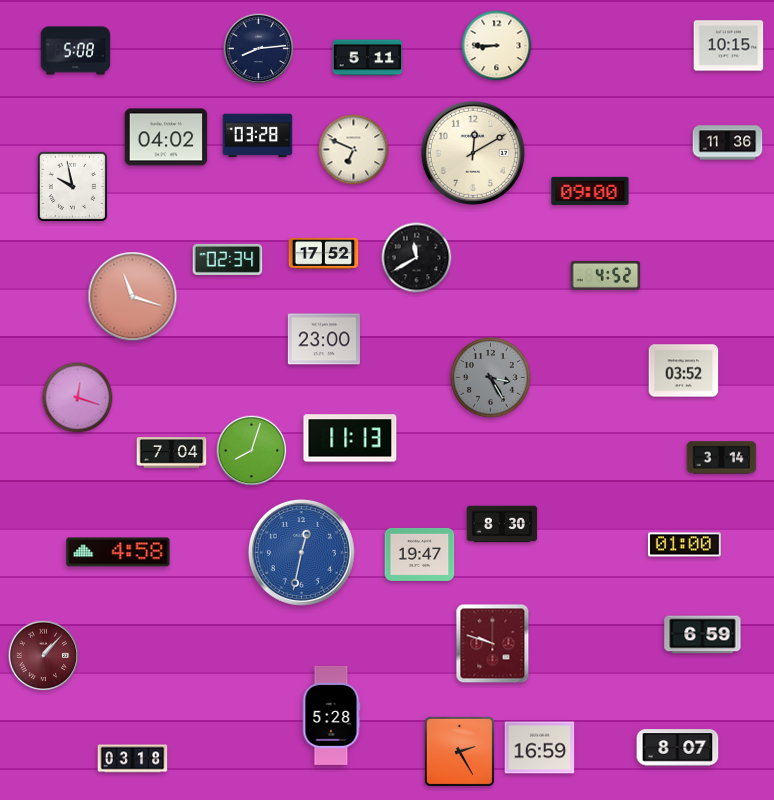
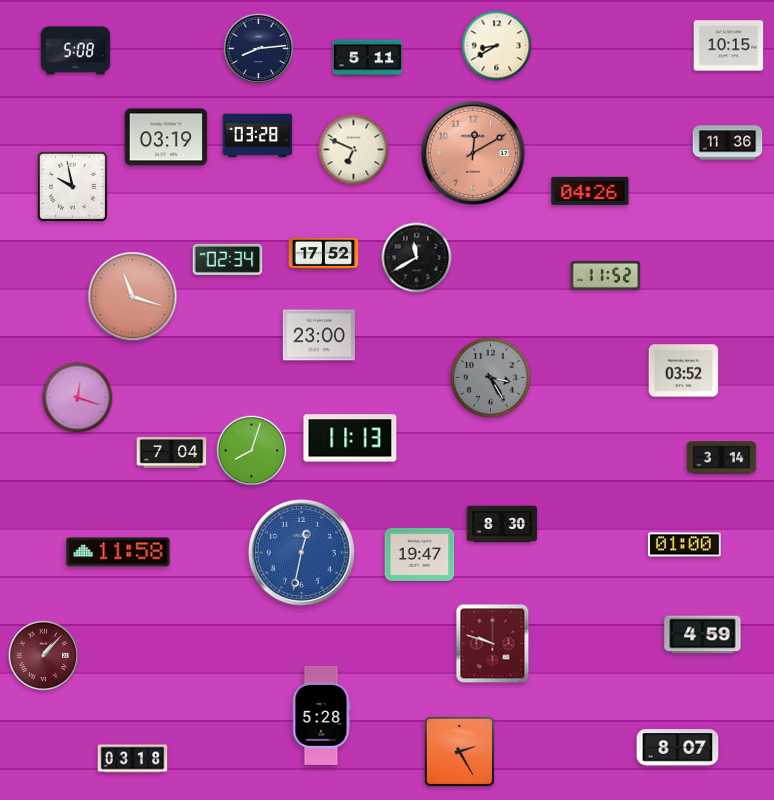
clock at (497, 46): 8:45 -> 8:40
clock at (166, 137): 04:02 -> 03:19
clock at (473, 153) dial: cream -> salmon
clock at (590, 191): 09:00 -> 04:26
clock at (606, 275): 4:52 -> 11:52
clock at (324, 339) position: (324, 339) -> (319, 335)
clock at (118, 552): 4:58 -> 11:58
clock at (703, 635): 6:59 -> 4:59
clock at (331, 715) position: (331, 715) -> (321, 715)
clock at (540, 748): 16:59 -> none
